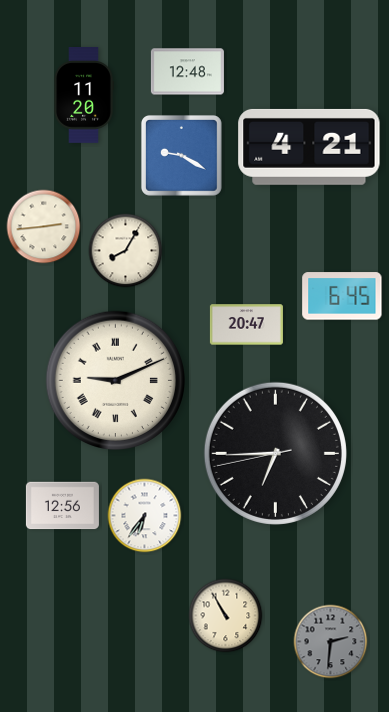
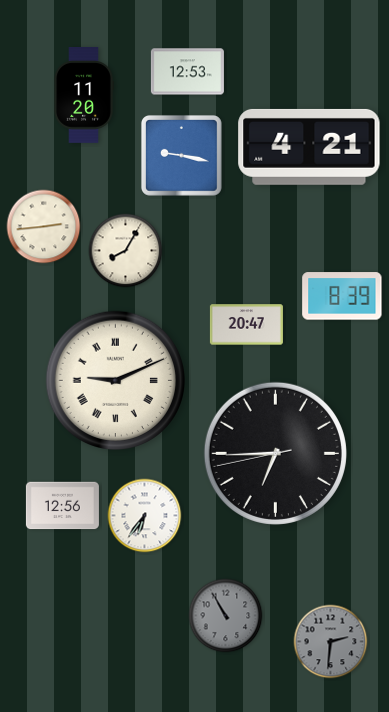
clock at (187, 72): 12:48 -> 12:53
clock at (182, 155): 9:20 -> 9:17
clock at (342, 296): 6:45 -> 8:39
clock at (226, 616) dial: cream -> grey
